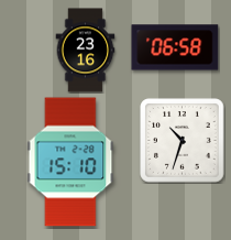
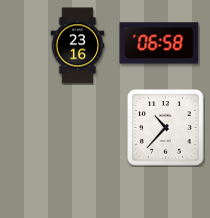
clock at (183, 141): 10:33 -> 10:37
clock at (70, 162): 15:10 -> none
